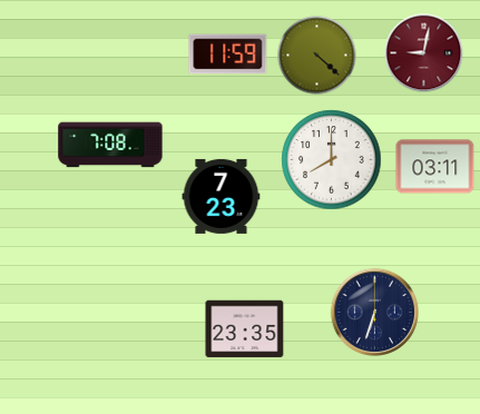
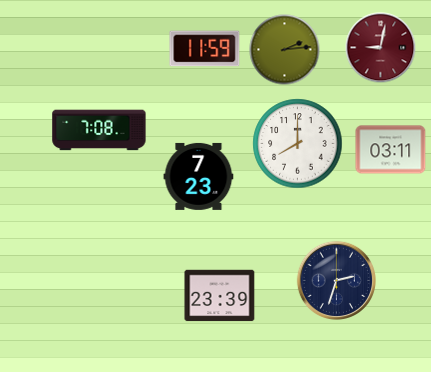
clock at (317, 56): 4:22 -> 2:14
clock at (374, 312): 6:33 -> 2:33
clock at (245, 329): 23:35 -> 23:39
